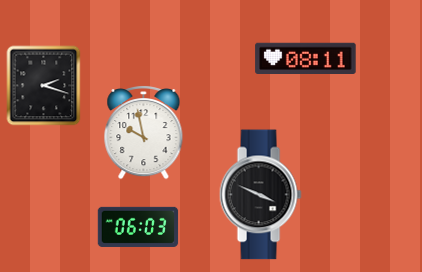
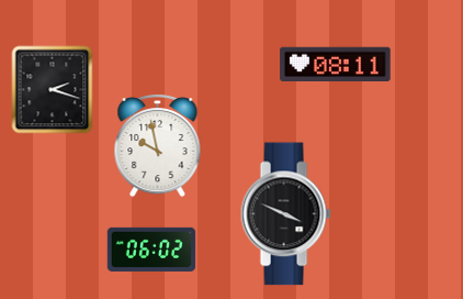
clock at (44, 85) position: (44, 85) -> (53, 89)
clock at (138, 227): 06:03 -> 06:02
